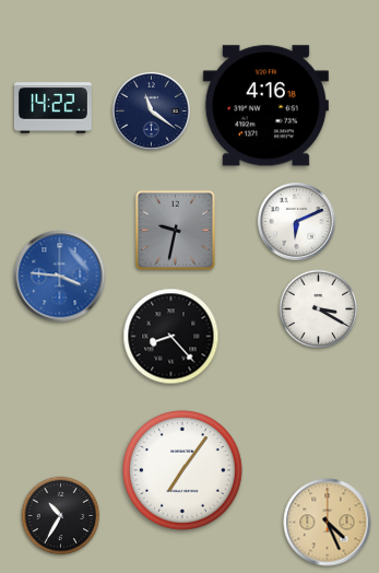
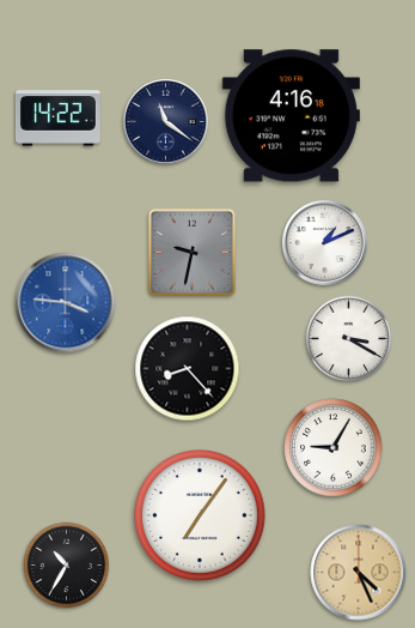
clock at (296, 221): 6:11 -> 1:11
clock at (334, 448): none -> 9:05
